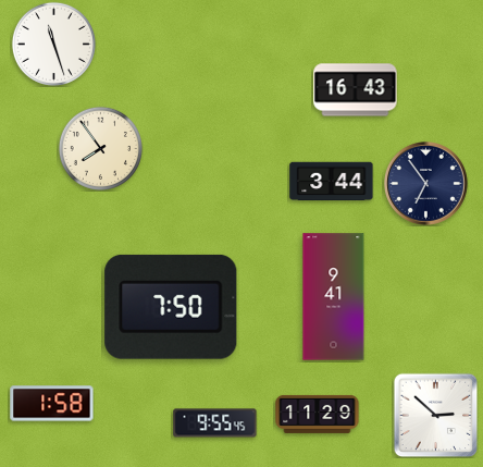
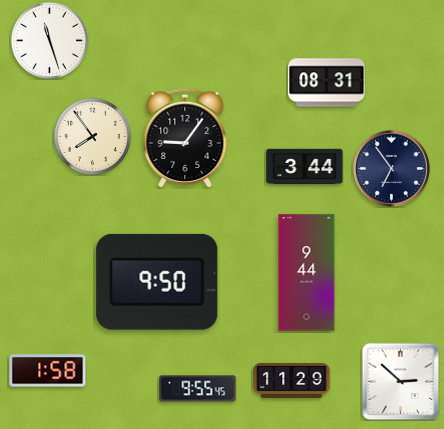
clock at (356, 90): 16:43 -> 08:31
clock at (185, 138): none -> 9:06
clock at (334, 297): 9:41 -> 9:44
clock at (171, 307): 7:50 -> 9:50
